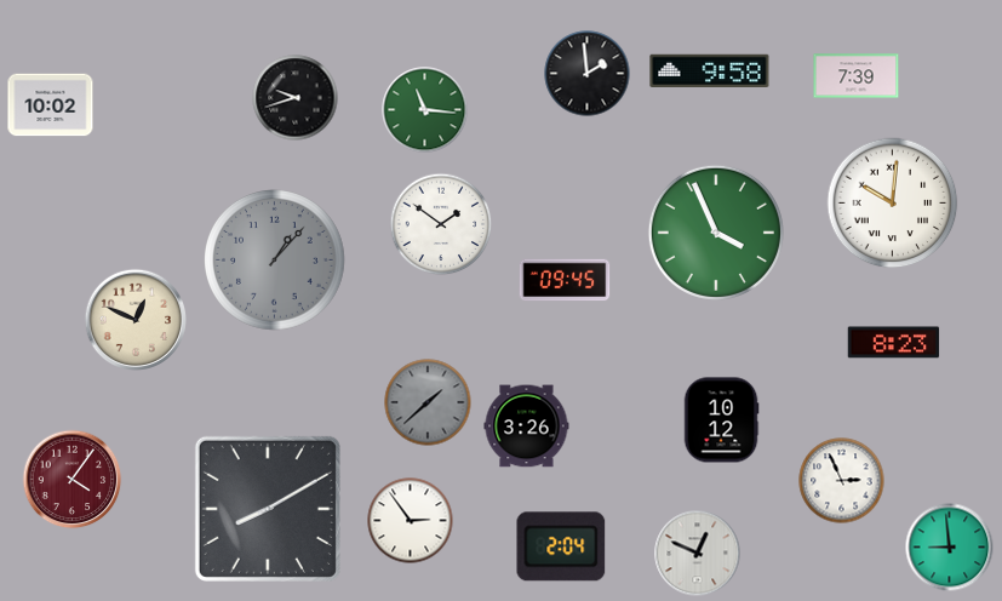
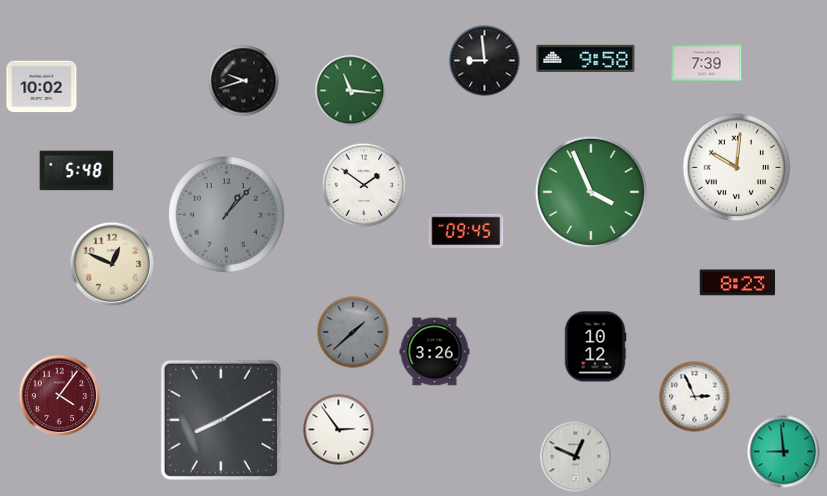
clock at (588, 74): 1:59 -> 8:59
clock at (77, 171): none -> 5:48
clock at (561, 546): 2:04 -> none
